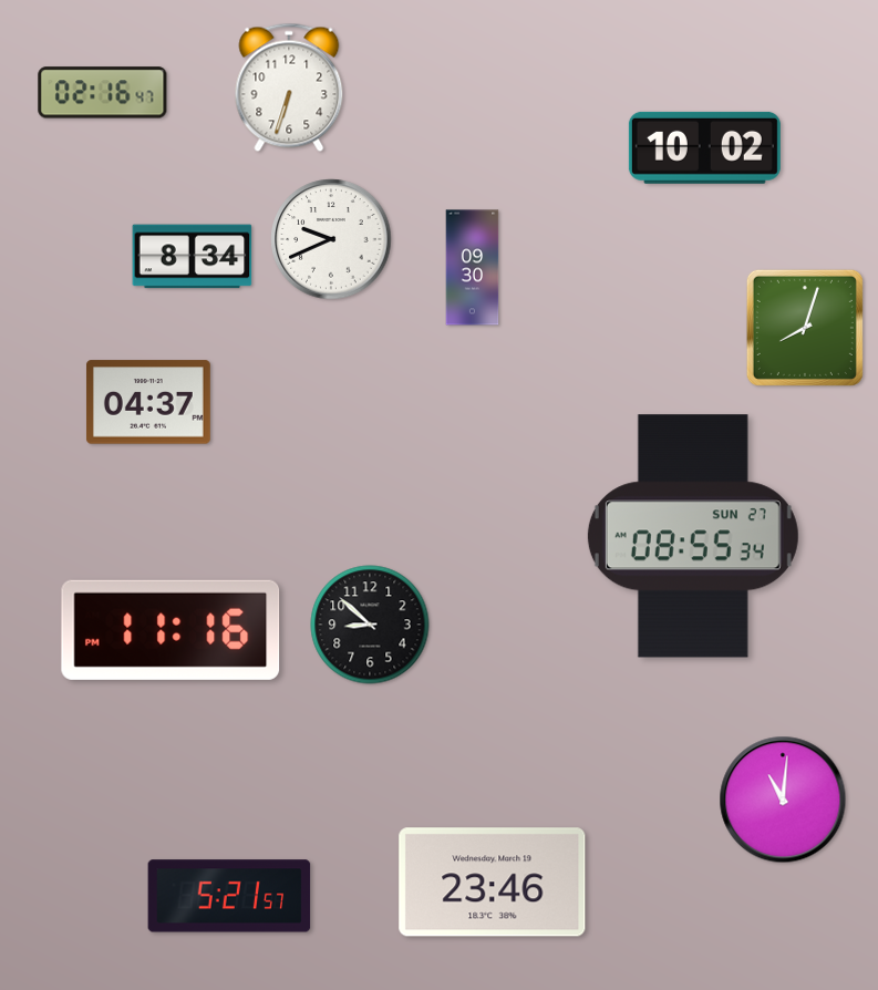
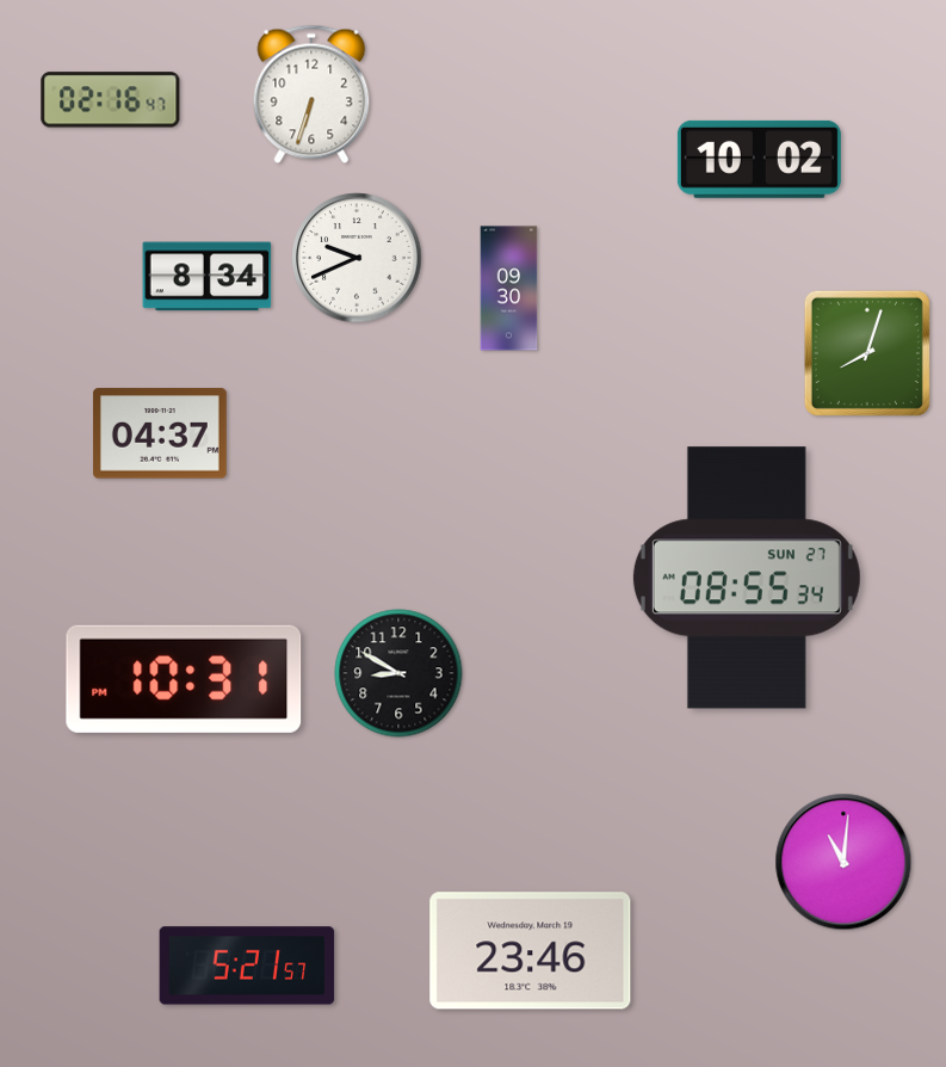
clock at (370, 625): 8:52 -> 8:50
clock at (171, 630): 11:16 -> 10:31
